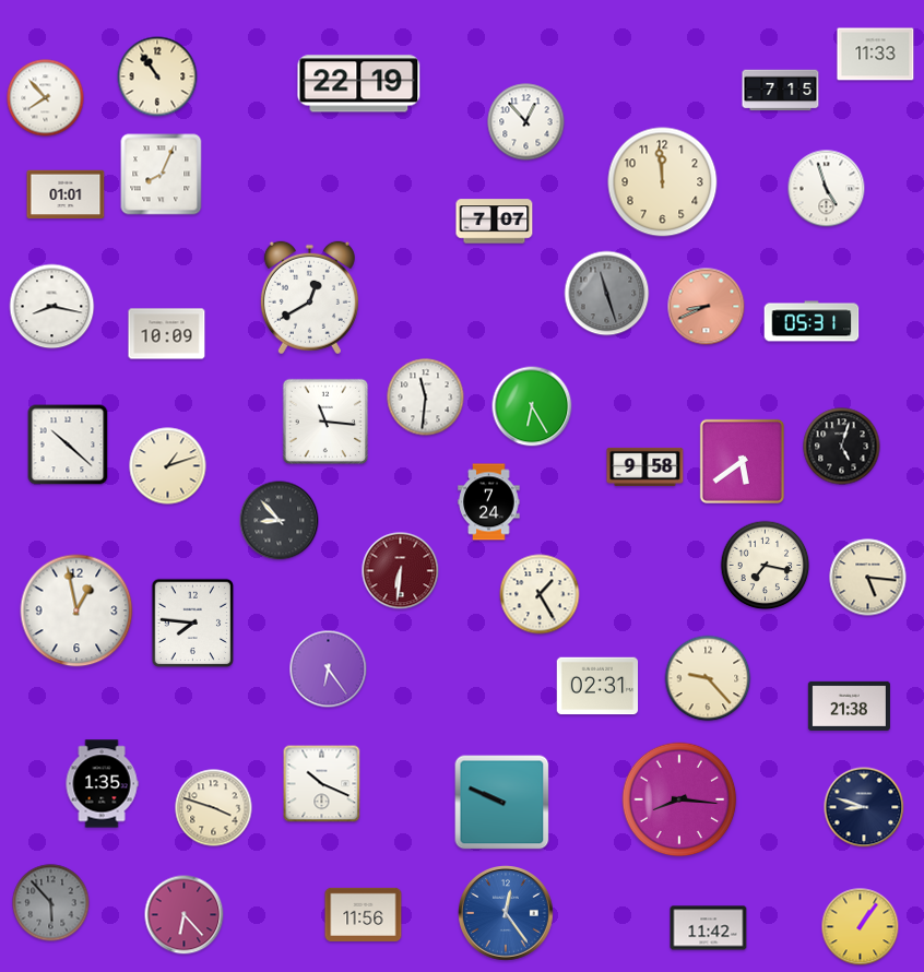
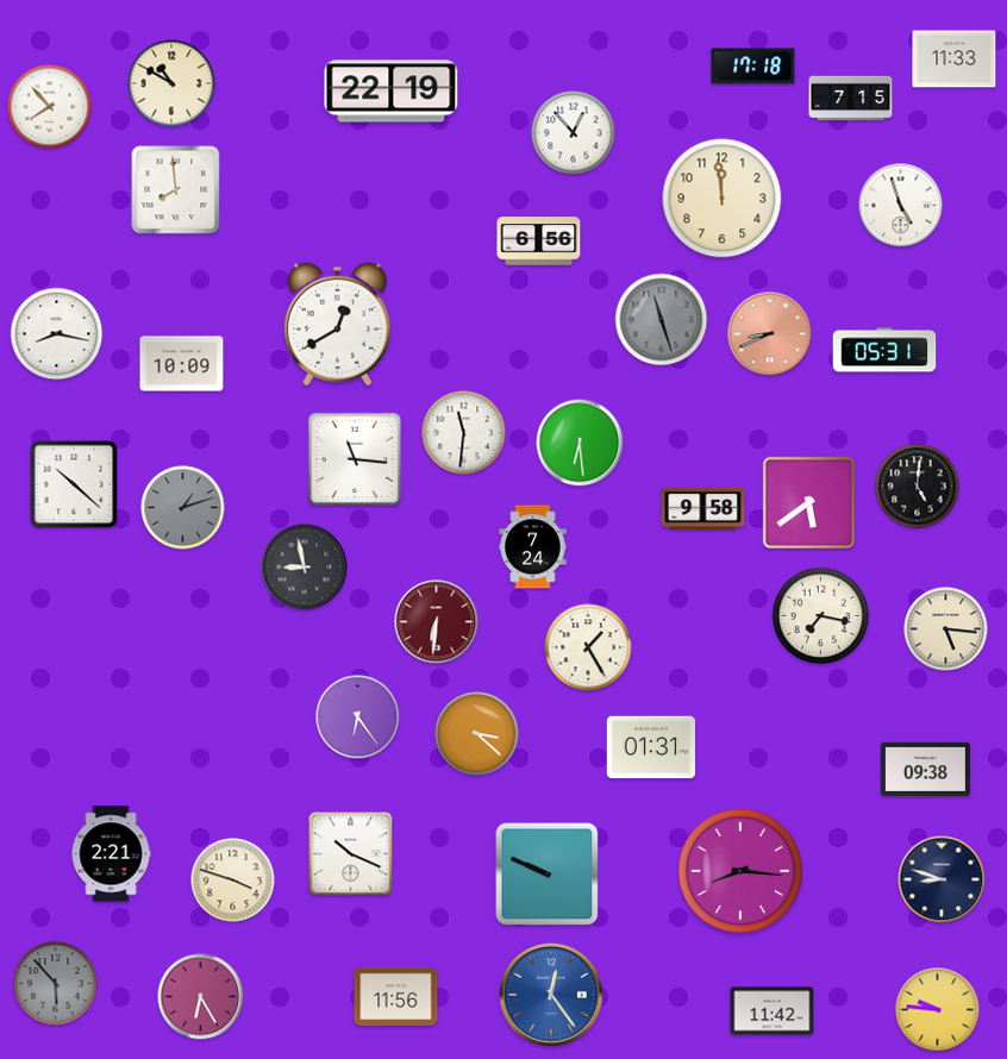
clock at (753, 67): none -> 17:18
clock at (157, 76): 10:54 -> 10:50
clock at (162, 175): 8:04 -> 7:59
clock at (66, 194): 01:01 -> none
clock at (495, 222): 7:07 -> 6:56
clock at (532, 406): 6:25 -> 6:29
clock at (842, 447): 5:03 -> 5:01
clock at (168, 466) dial: cream -> grey
clock at (280, 521): 8:53 -> 8:58
clock at (766, 566) position: (766, 566) -> (821, 616)
clock at (76, 611): 12:58 -> none
clock at (193, 624): 7:46 -> none
clock at (329, 669) position: (329, 669) -> (358, 718)
clock at (477, 734): none -> 3:22
clock at (708, 678): 9:23 -> none
clock at (597, 686): 02:31 -> 01:31
clock at (849, 706): 21:38 -> 09:38
clock at (102, 784): 1:35 -> 2:21
clock at (185, 915): 6:23 -> 6:25
clock at (861, 927): 1:06 -> 9:46
